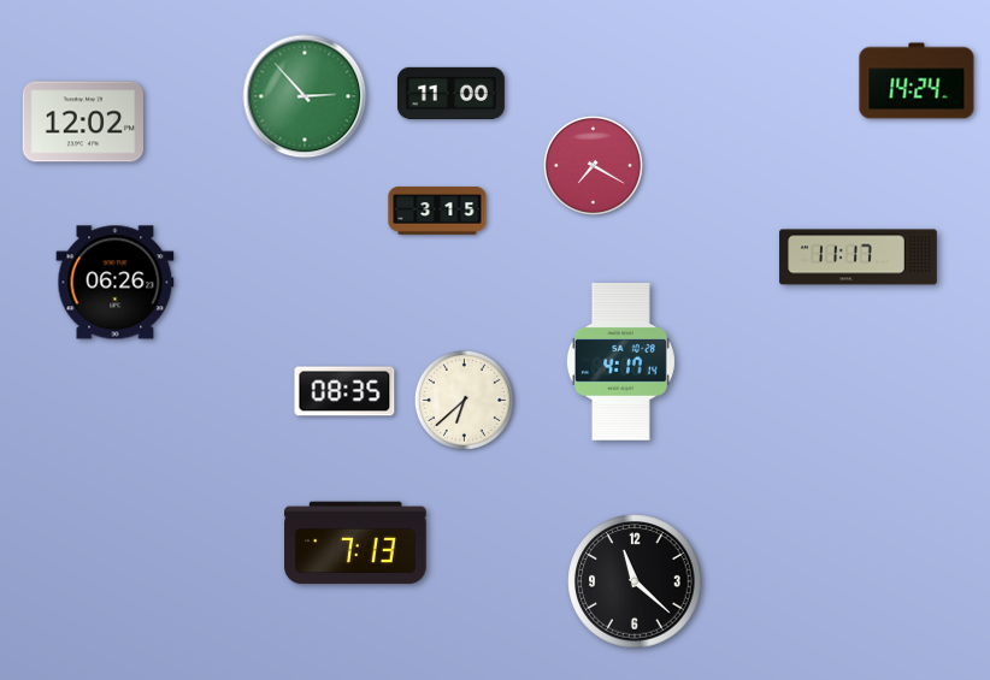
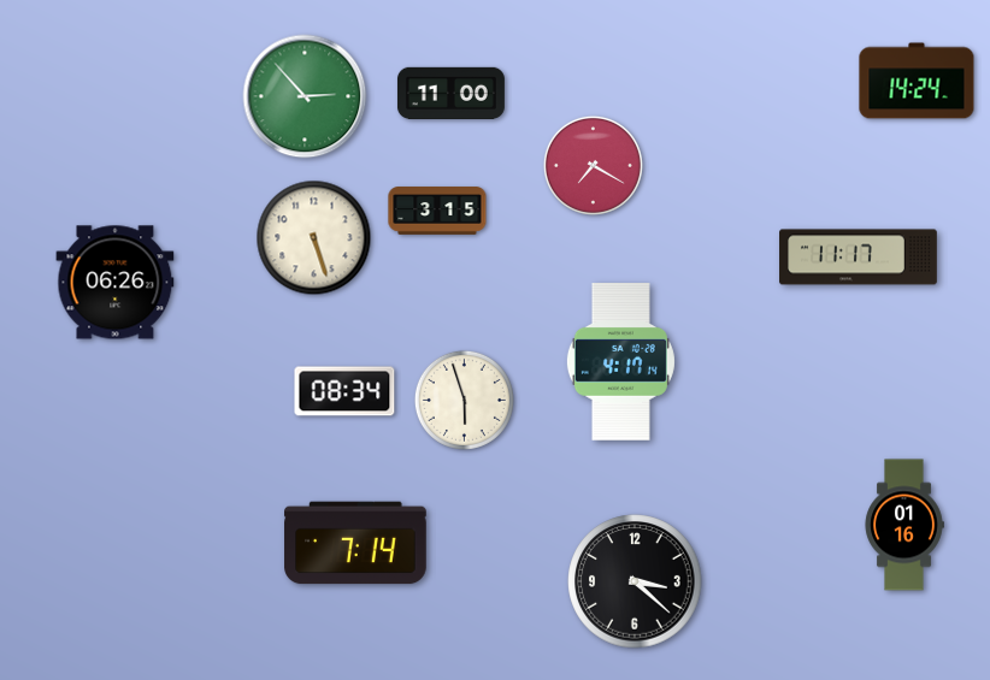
clock at (83, 122): 12:02 -> none
clock at (314, 238): none -> 5:27
clock at (344, 391): 08:35 -> 08:34
clock at (464, 400): 6:38 -> 5:57
clock at (904, 525): none -> 01:16
clock at (355, 543): 7:13 -> 7:14
clock at (635, 581): 11:22 -> 3:22
